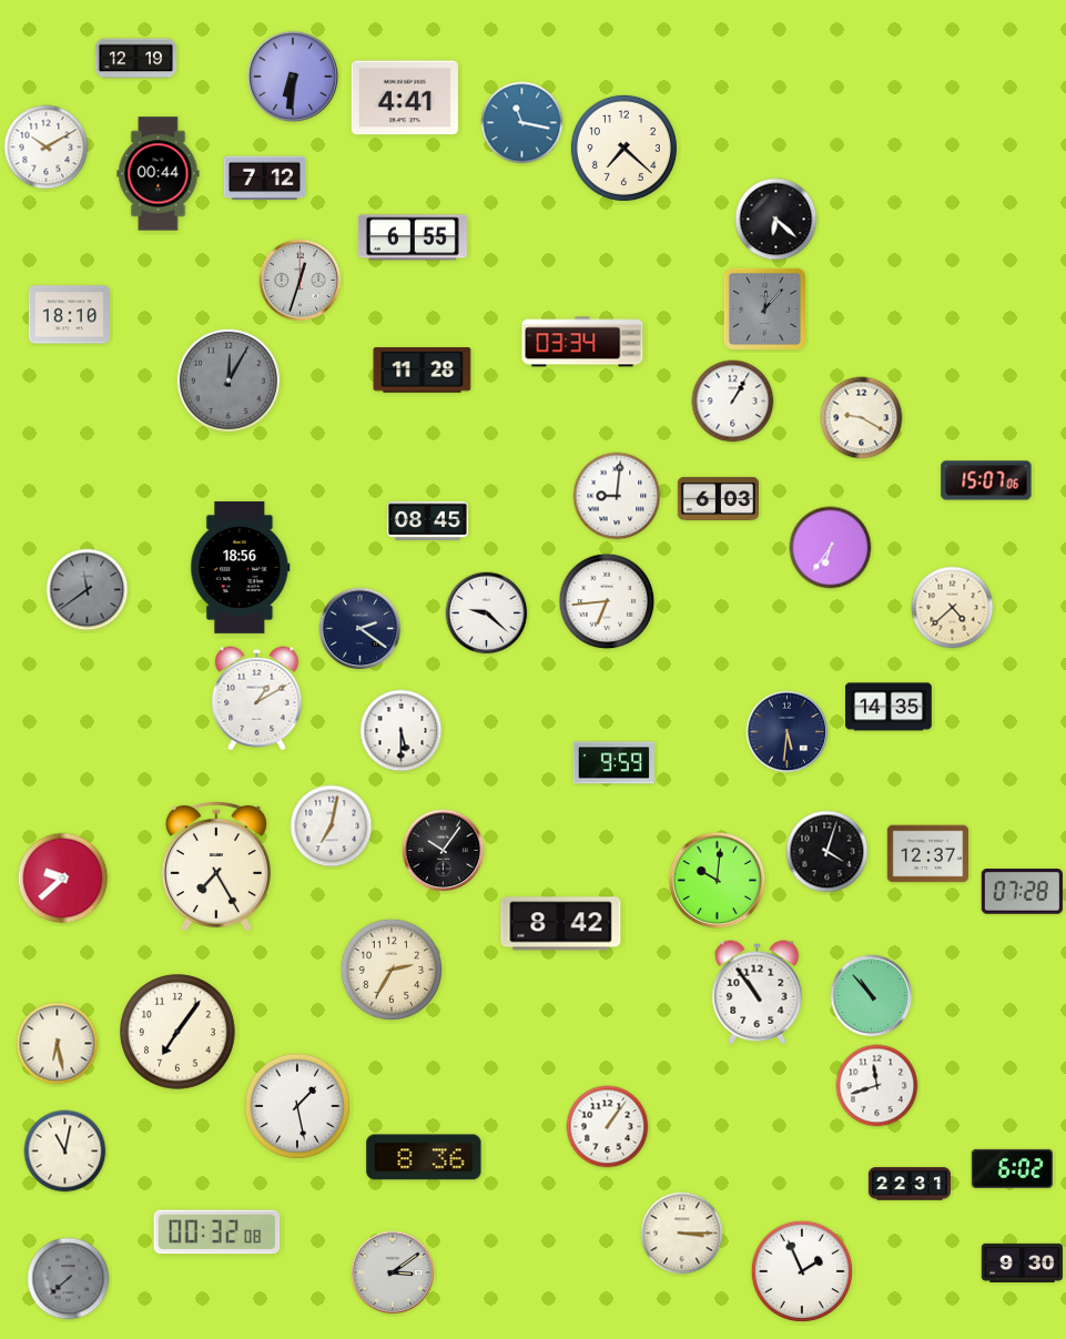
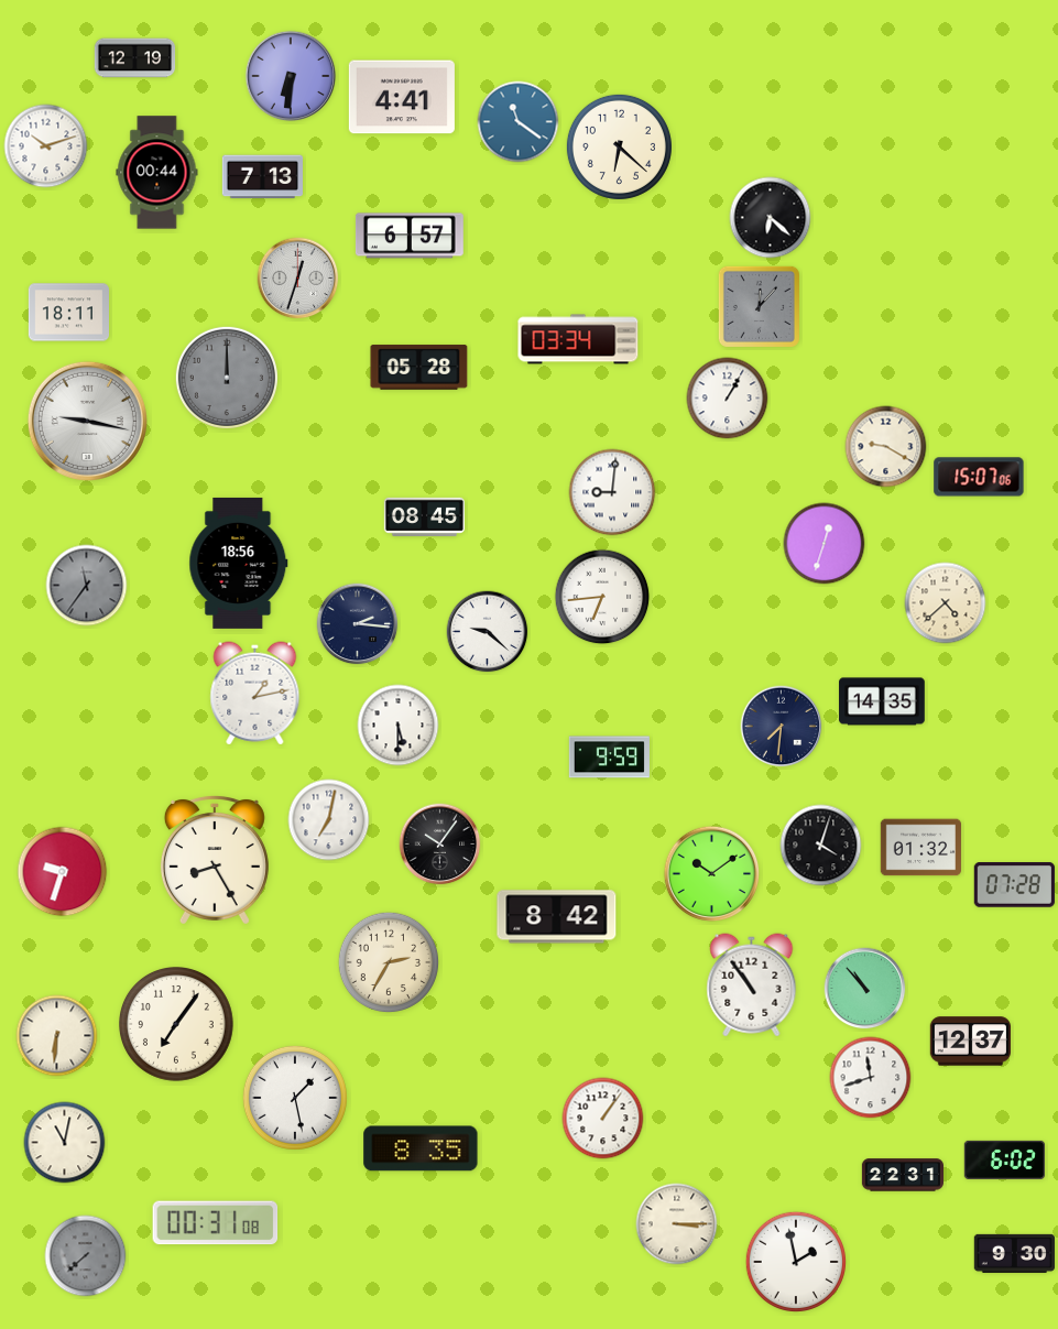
clock at (522, 123): 11:17 -> 11:21
clock at (47, 148): 10:10 -> 10:12
clock at (623, 148): 7:22 -> 6:22
clock at (264, 179): 7:12 -> 7:13
clock at (413, 237): 6:55 -> 6:57
clock at (69, 315): 18:10 -> 18:11
clock at (423, 371): 11:28 -> 05:28
clock at (229, 381): 12:05 -> 12:00
clock at (862, 418) position: (862, 418) -> (886, 447)
clock at (87, 421): none -> 9:17
clock at (718, 498): 6:03 -> none
clock at (831, 548): 6:36 -> 12:33
clock at (88, 590): 11:39 -> 11:36
clock at (487, 613) position: (487, 613) -> (488, 632)
clock at (361, 629): 2:21 -> 2:16
clock at (257, 699): 1:10 -> 1:13
clock at (788, 732): 5:31 -> 7:31
clock at (927, 854): 12:37 -> 01:32
clock at (216, 865): 7:25 -> 8:25
clock at (63, 879): 9:38 -> 9:33
clock at (718, 881): 10:01 -> 10:09
clock at (58, 1044): 6:28 -> 6:31
clock at (970, 1042): none -> 12:37
clock at (424, 1157): 8:36 -> 8:35
clock at (217, 1233): 00:32 -> 00:31
clock at (801, 1270): 1:56 -> 1:58
clock at (393, 1272): 3:09 -> none
clock at (69, 1279) position: (69, 1279) -> (86, 1256)
